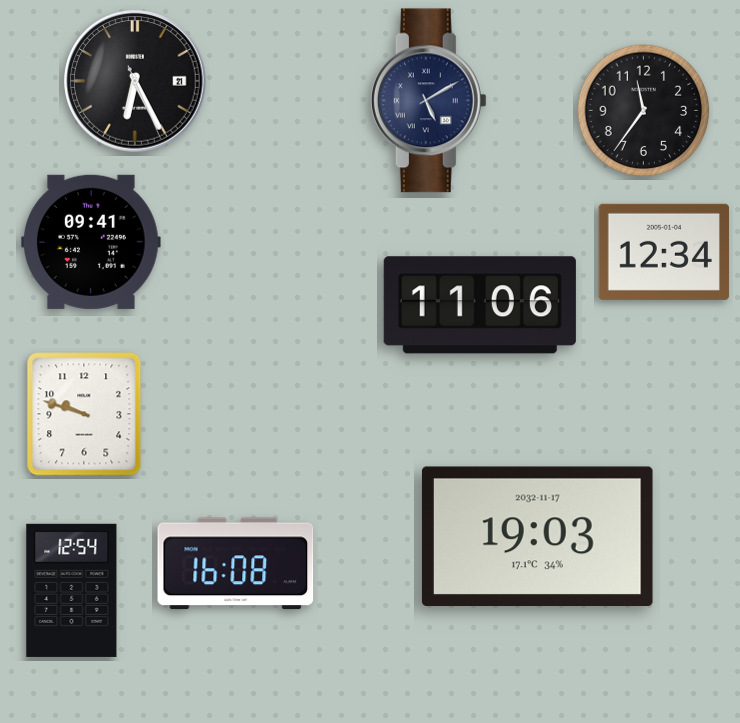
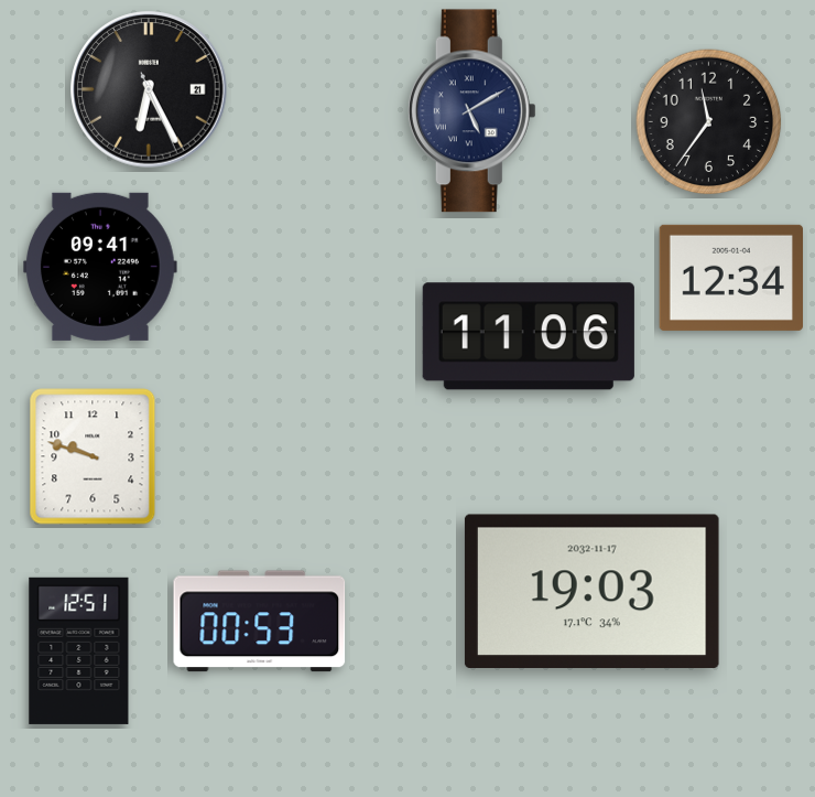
clock at (236, 564): 16:08 -> 00:53
clock at (72, 590): 12:54 -> 12:51
